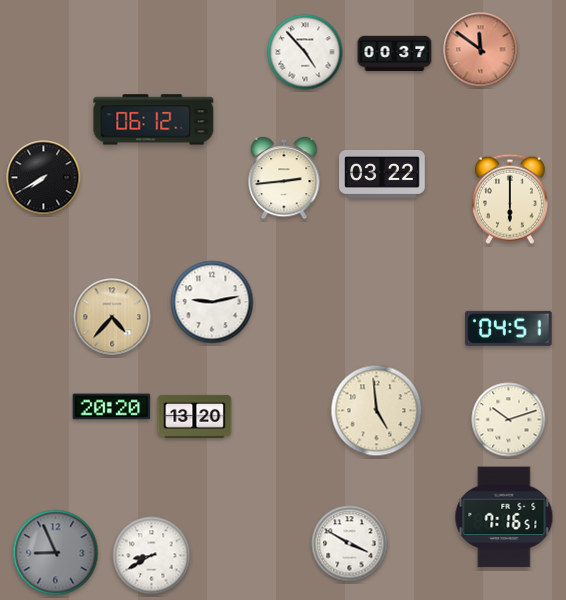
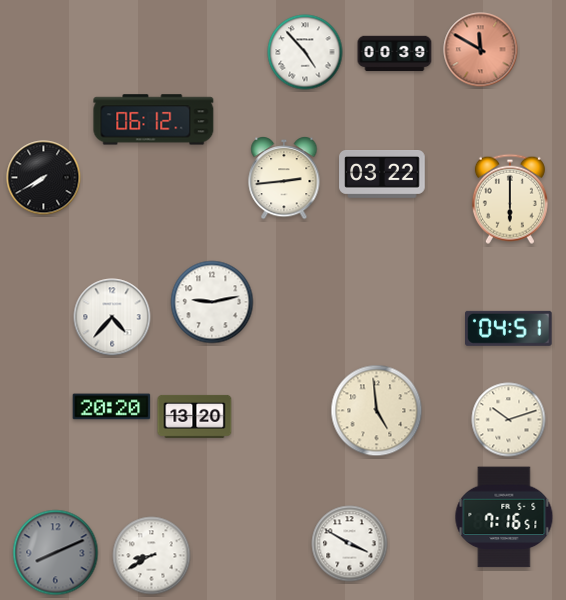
clock at (481, 50): 11:51 -> 11:50
clock at (395, 54): 00:37 -> 00:39
clock at (112, 317) dial: champagne -> white
clock at (56, 553): 8:56 -> 8:11
